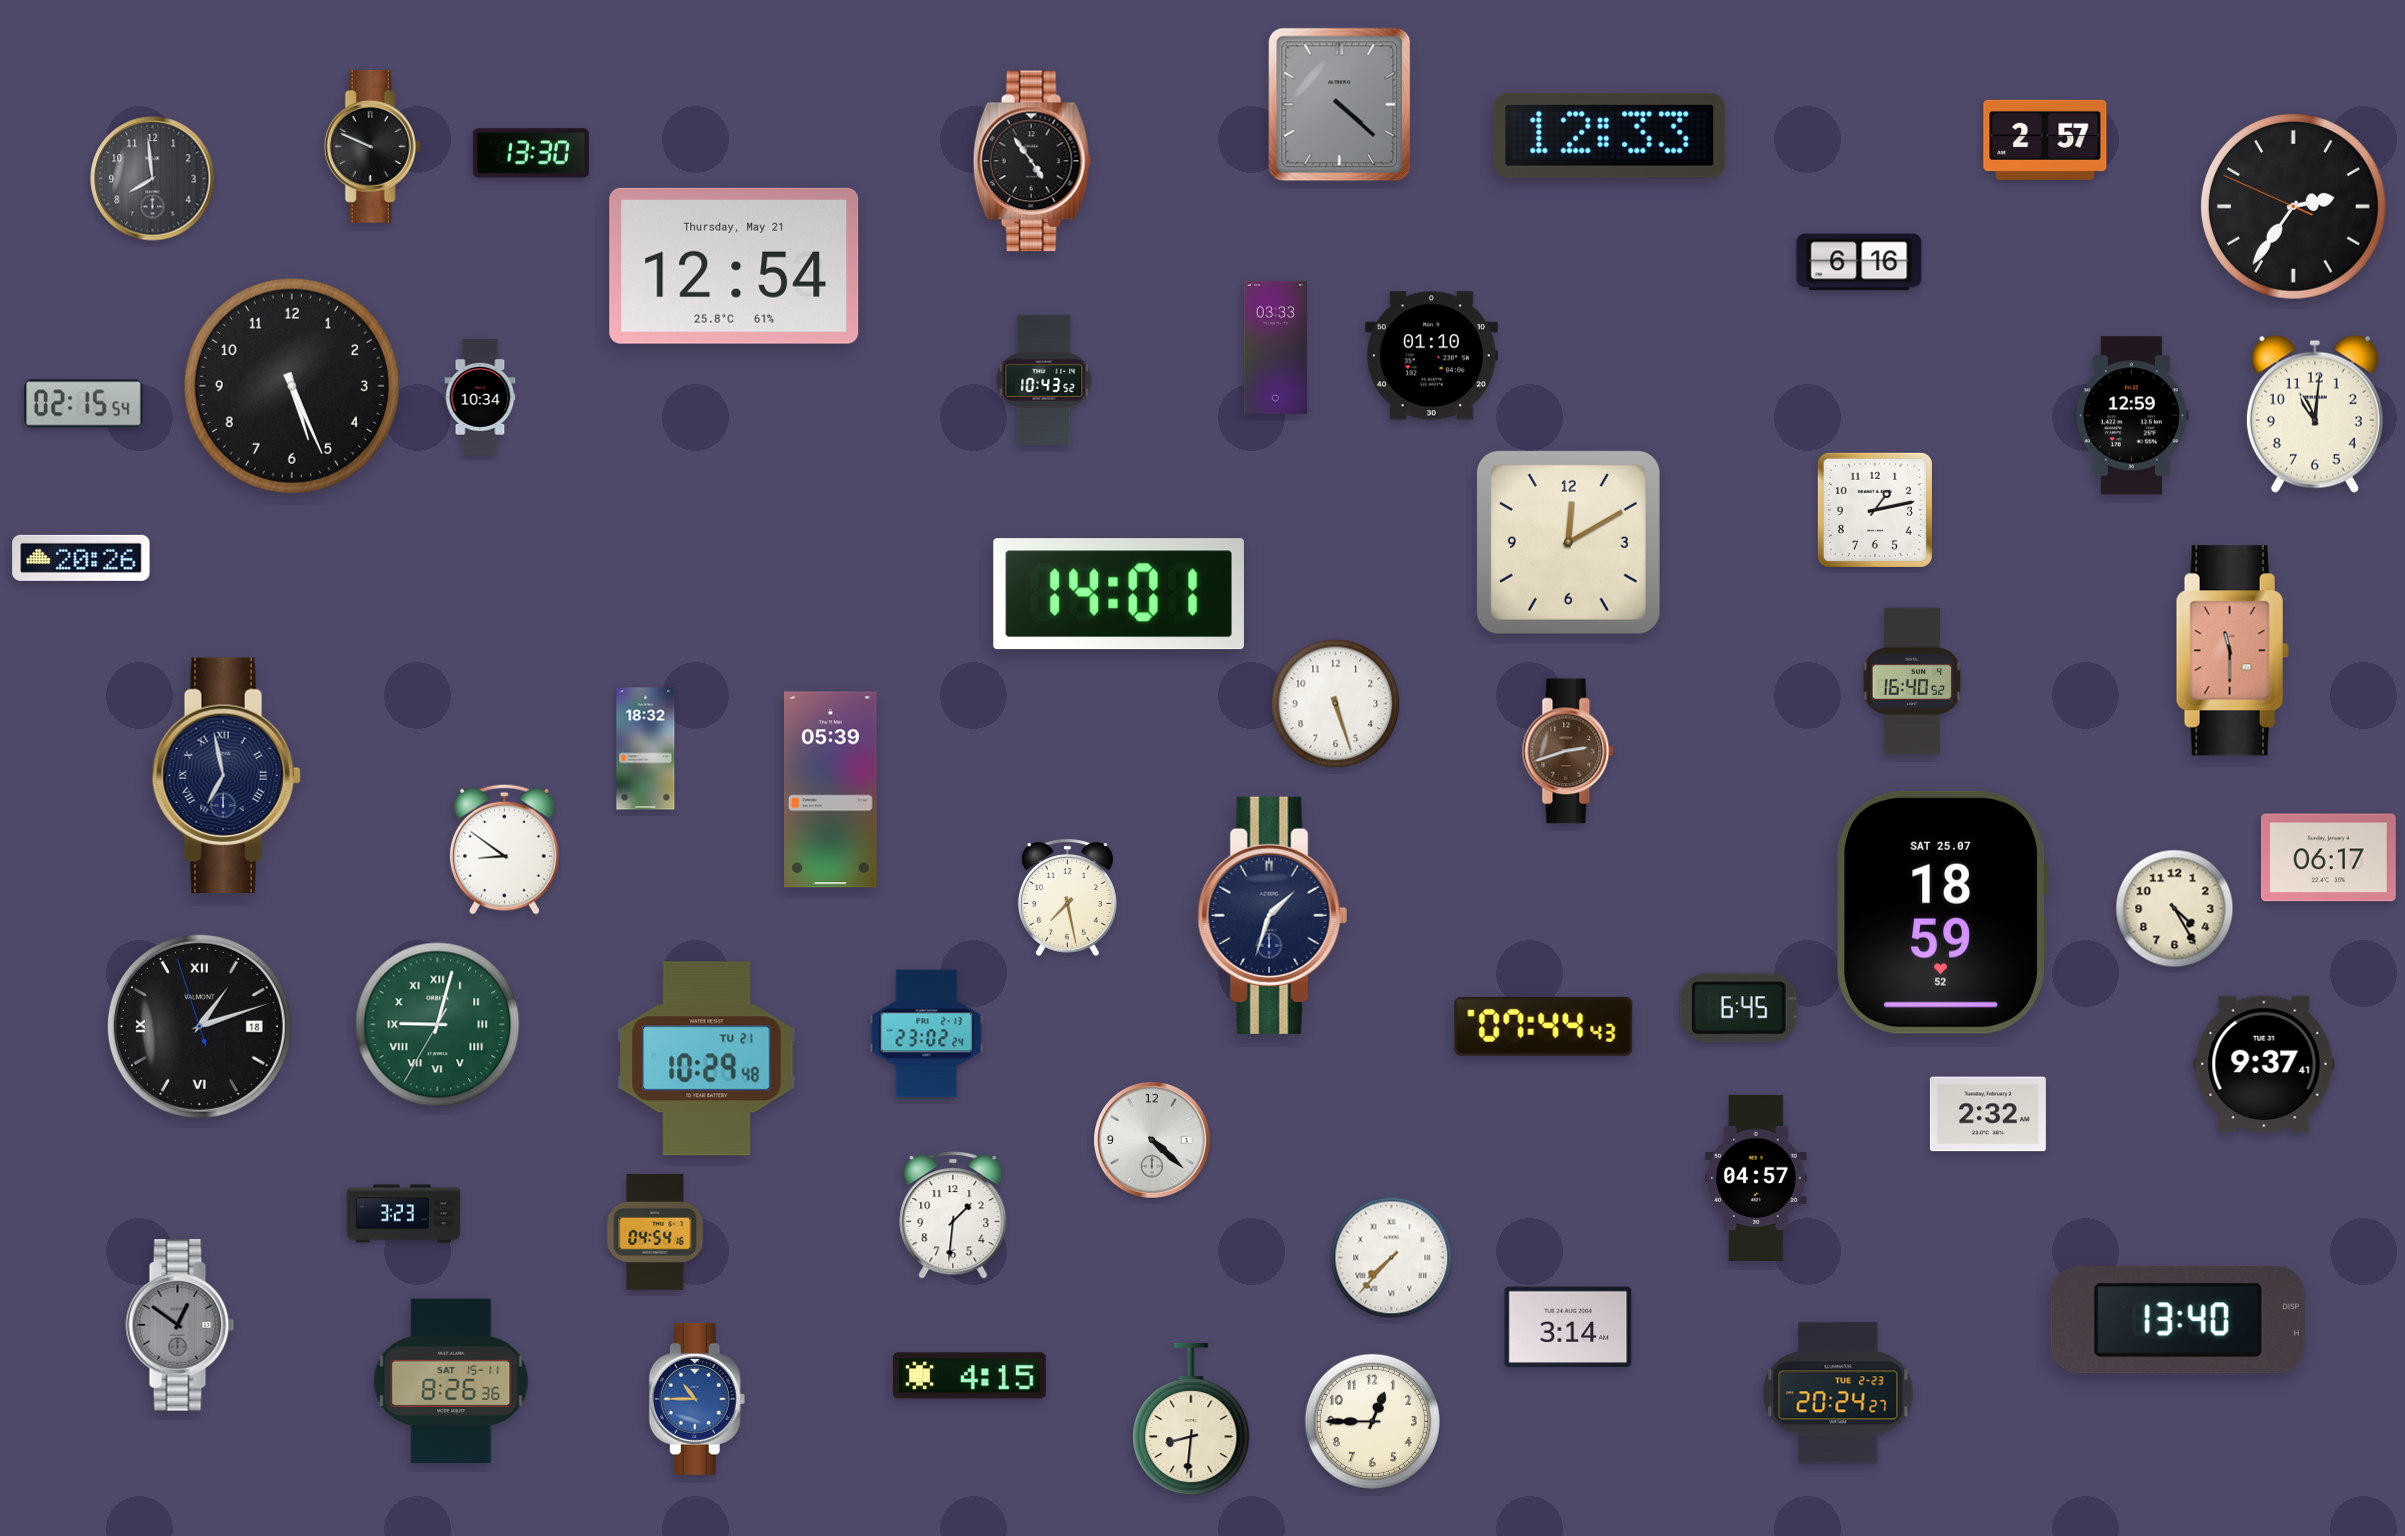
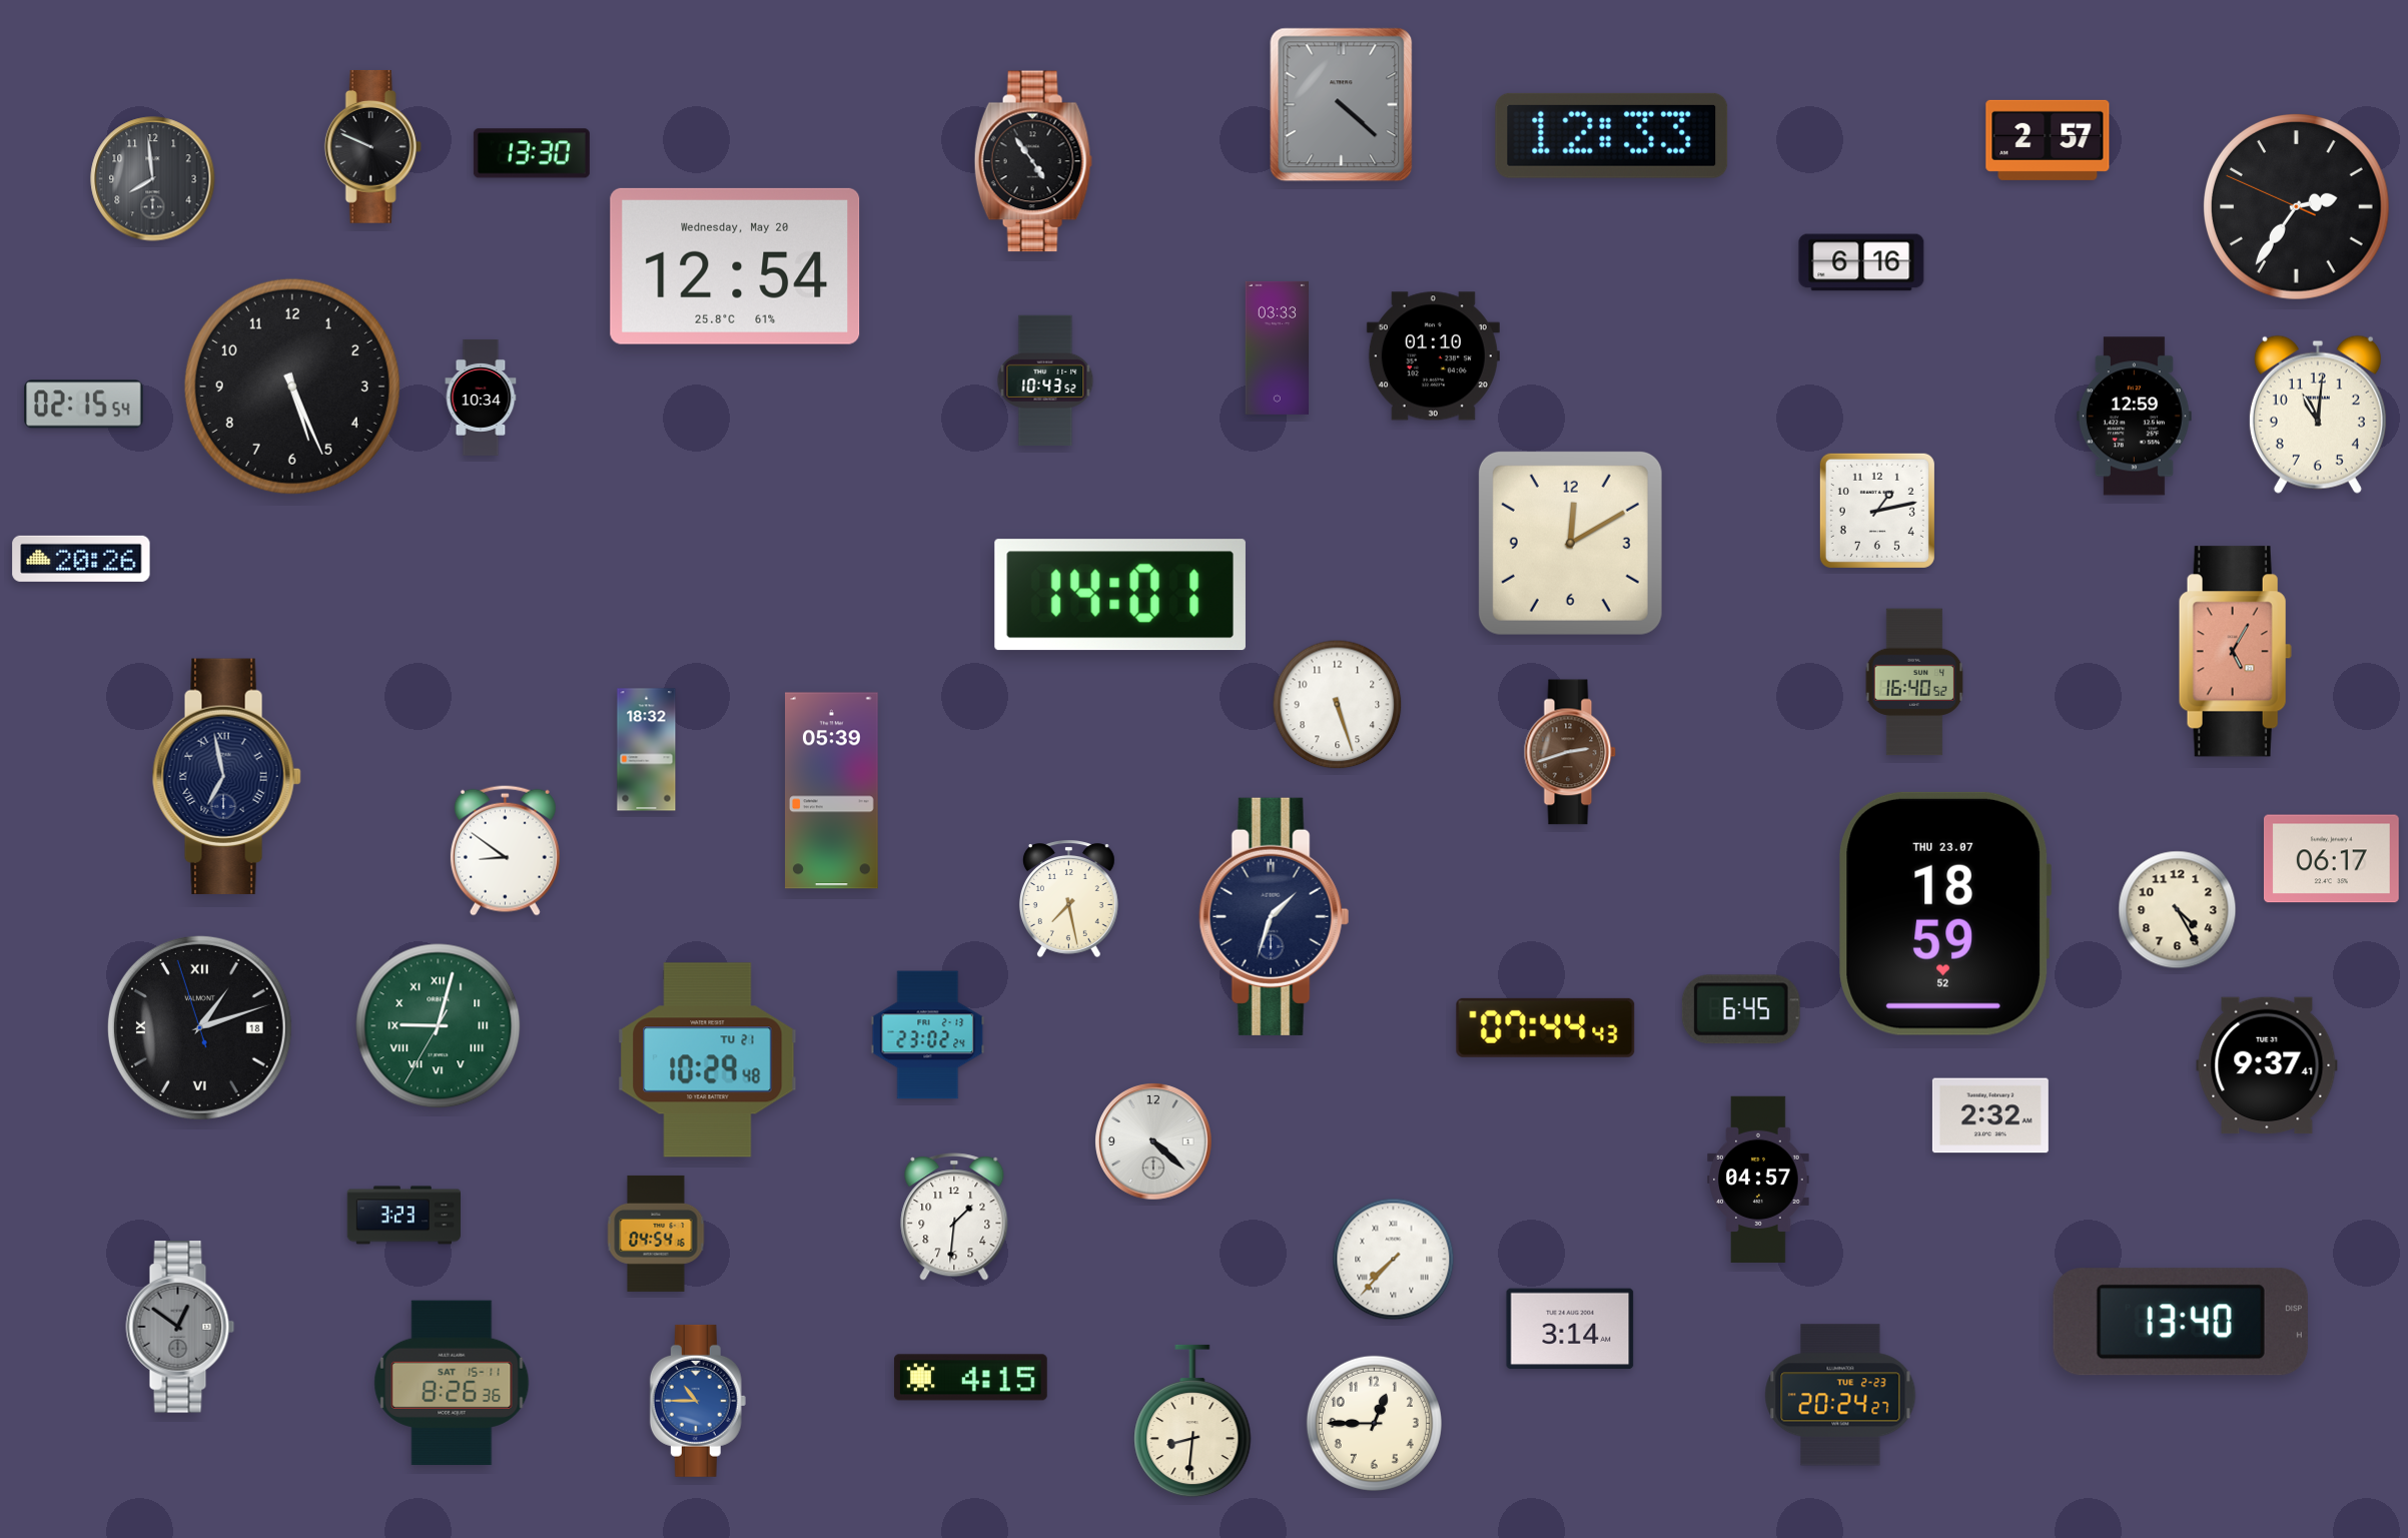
clock at (734, 266) date: Thursday, May 21 -> Wednesday, May 20
clock at (2232, 651): 11:30 -> 5:05
clock at (1942, 912) date: SAT 25.07 -> THU 23.07
